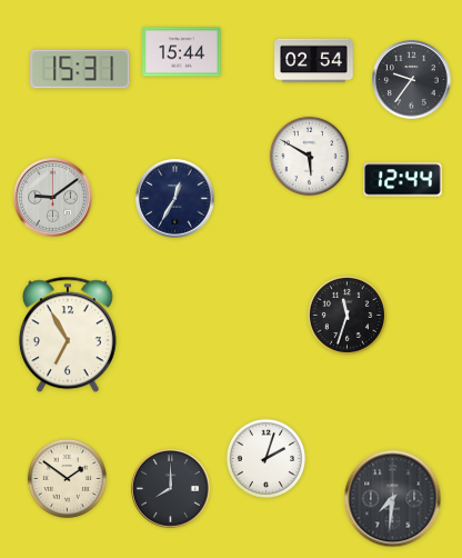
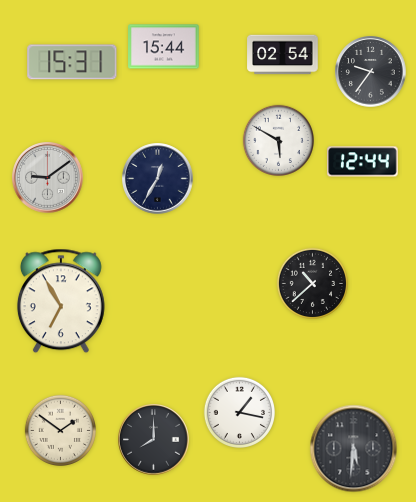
clock at (346, 315): 11:33 -> 10:38
clock at (265, 458): 2:03 -> 1:17
clock at (393, 499): 7:31 -> 5:31
